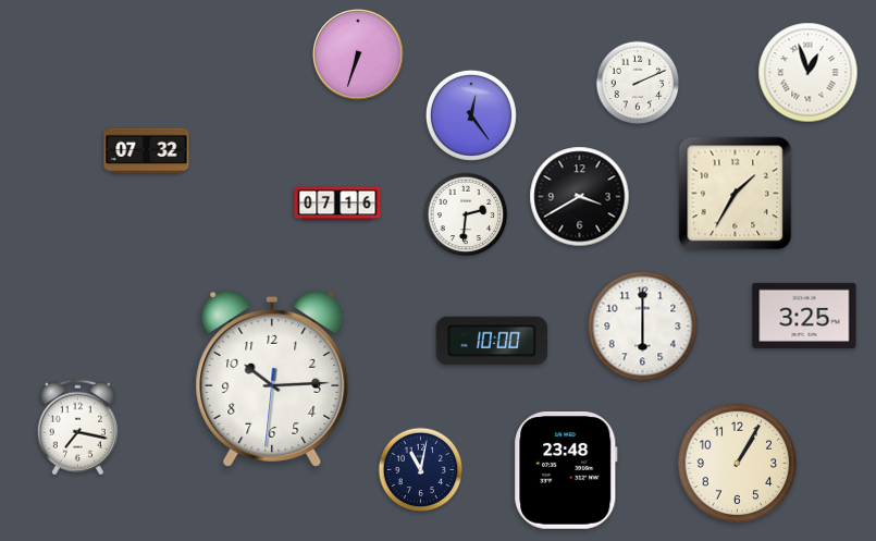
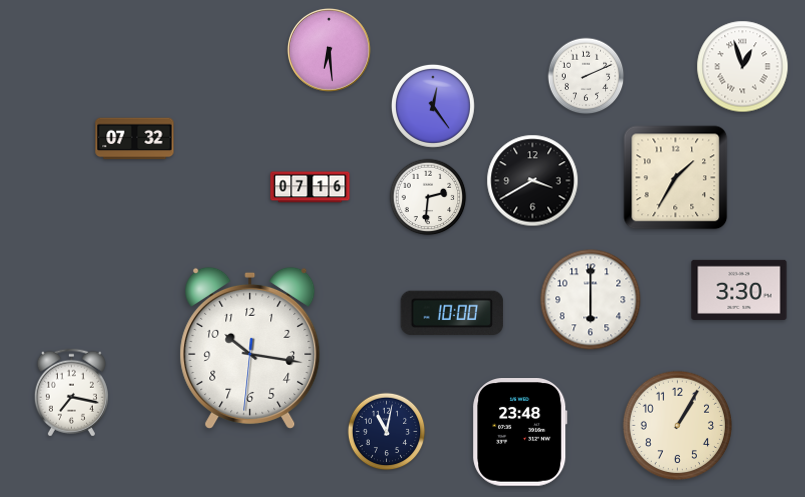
clock at (359, 56): 6:33 -> 6:29
clock at (804, 316): 3:25 -> 3:30
clock at (272, 379): 10:14 -> 10:16
